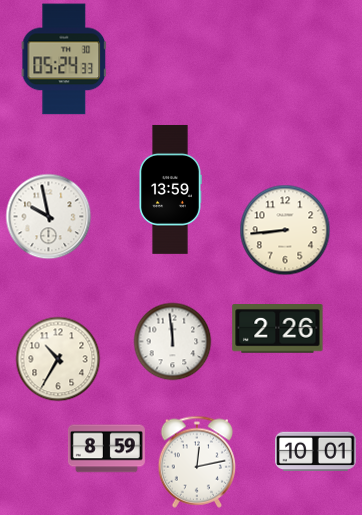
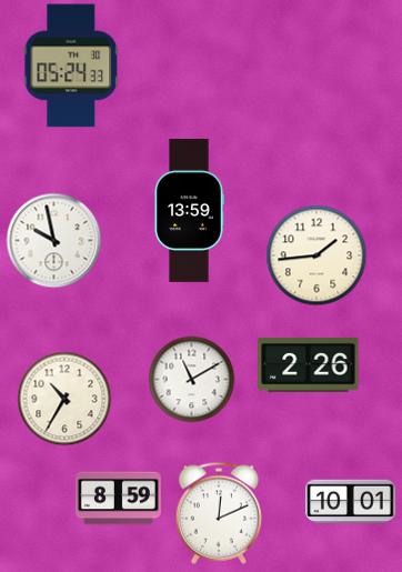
clock at (285, 230): 8:44 -> 1:44
clock at (172, 341): 11:59 -> 11:10
clock at (196, 462): 12:13 -> 12:11
